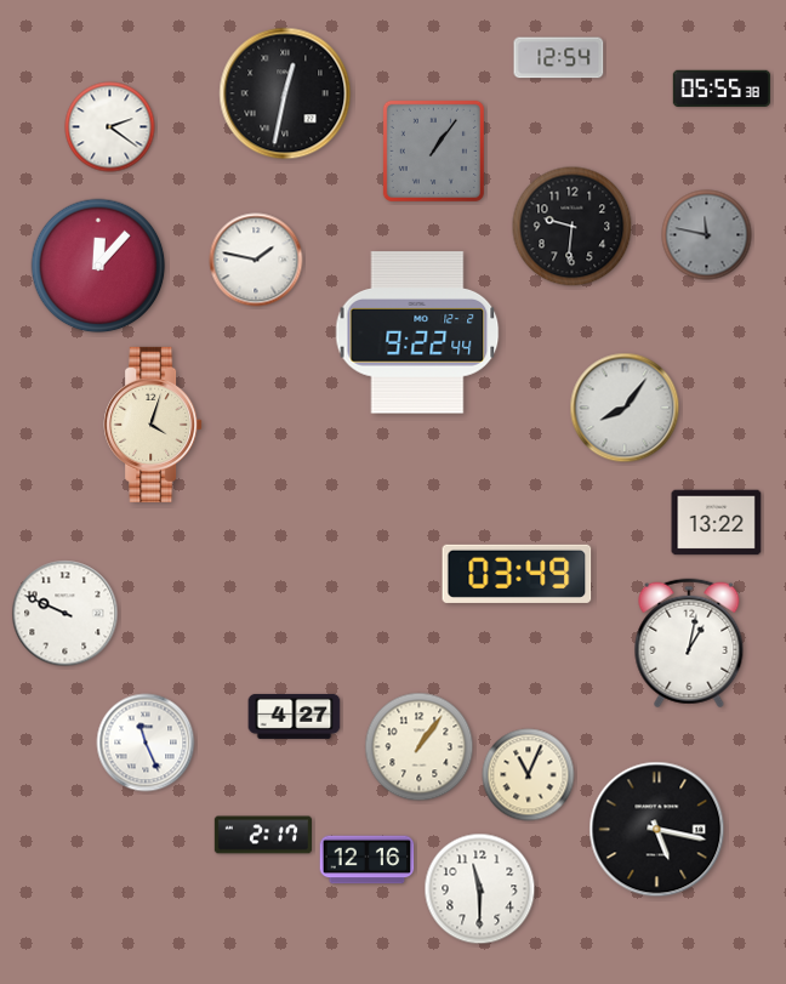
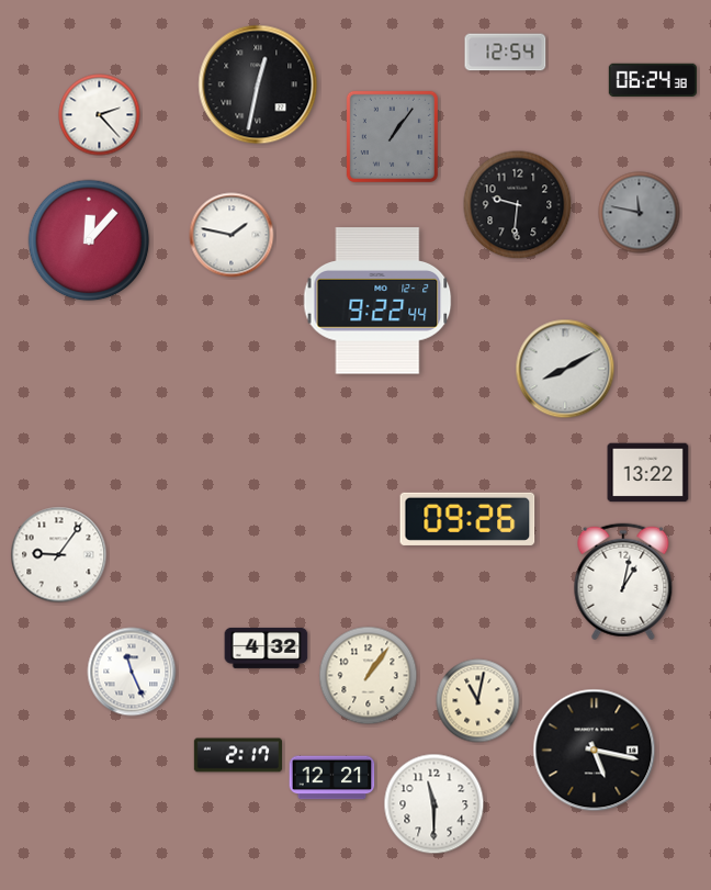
clock at (722, 87): 05:55 -> 06:24
clock at (110, 127): 2:21 -> 2:23
clock at (625, 408): 8:06 -> 8:10
clock at (153, 425): 4:03 -> none
clock at (517, 574): 03:49 -> 09:26
clock at (65, 614): 9:49 -> 9:06
clock at (295, 716): 4:27 -> 4:32
clock at (420, 747) position: (420, 747) -> (369, 676)
clock at (529, 775): 11:04 -> 11:02
clock at (368, 860): 12:16 -> 12:21
